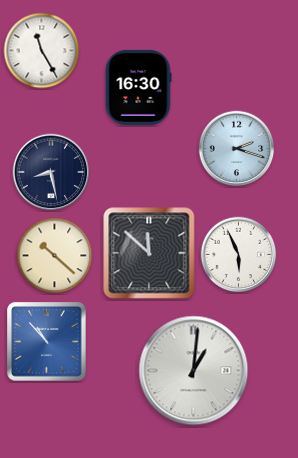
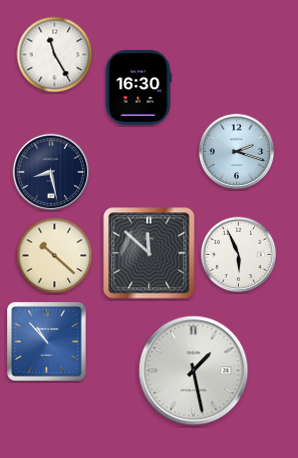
clock at (42, 51) position: (42, 51) -> (55, 55)
clock at (237, 149) position: (237, 149) -> (237, 152)
clock at (194, 371): 1:01 -> 1:28
